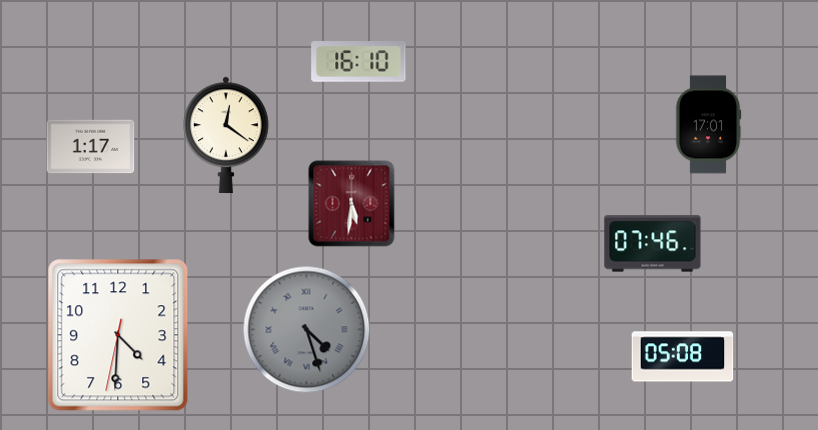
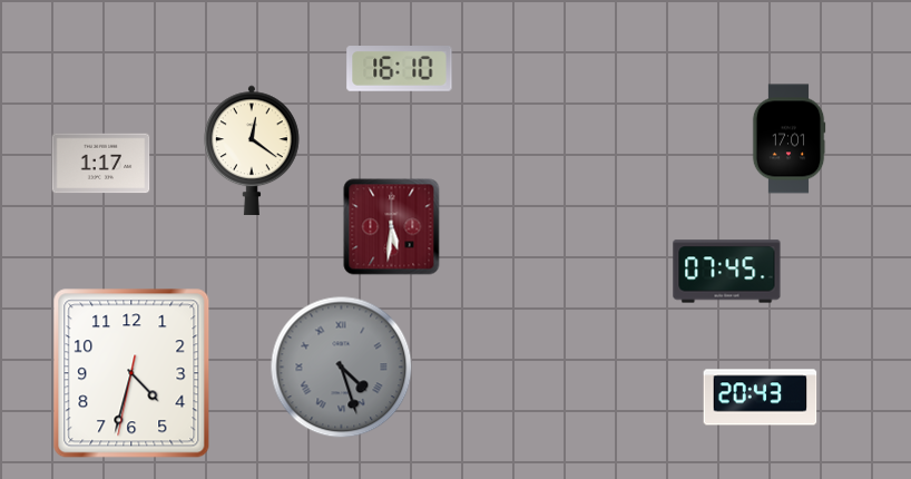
clock at (653, 244): 07:46 -> 07:45
clock at (118, 335): 4:30 -> 4:32
clock at (683, 357): 05:08 -> 20:43
